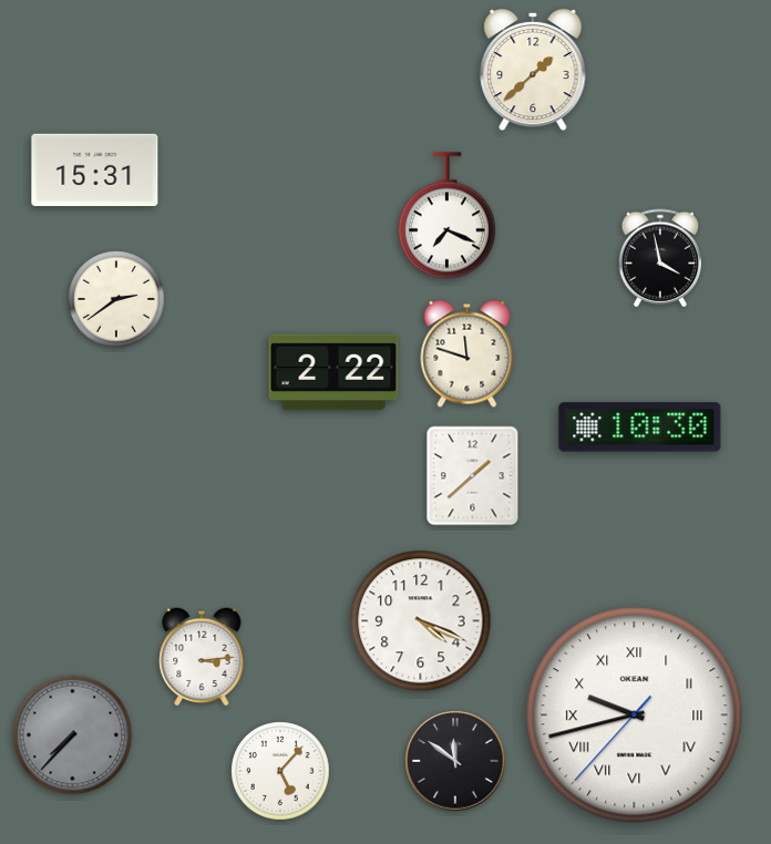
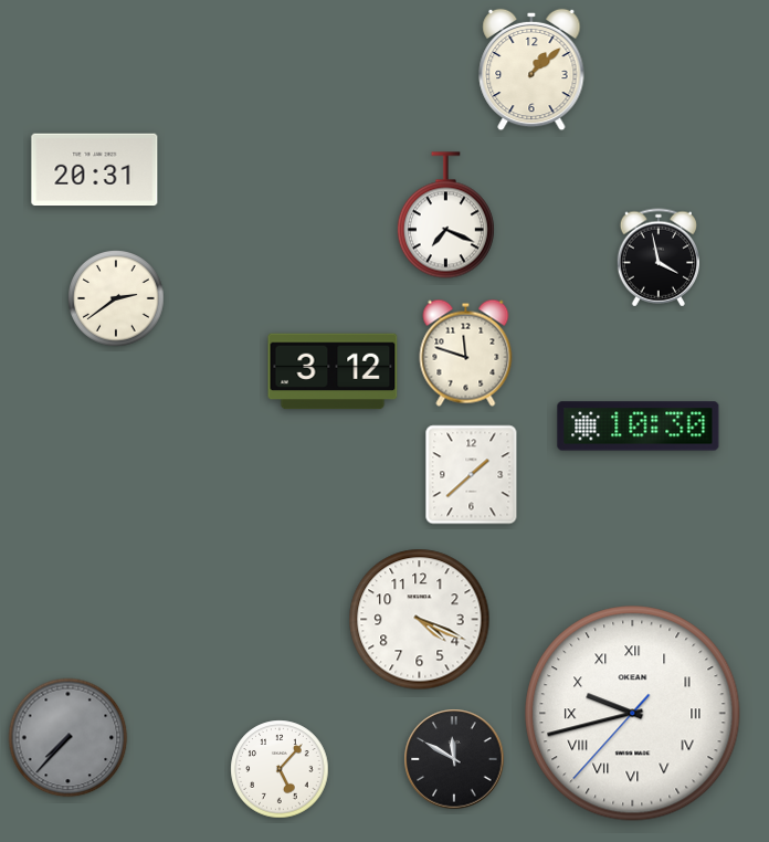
clock at (533, 70): 1:38 -> 1:08
clock at (95, 171): 15:31 -> 20:31
clock at (333, 372): 2:22 -> 3:12
clock at (202, 657): 3:14 -> none
clock at (73, 735) position: (73, 735) -> (69, 738)
clock at (455, 761): 11:51 -> 11:50
